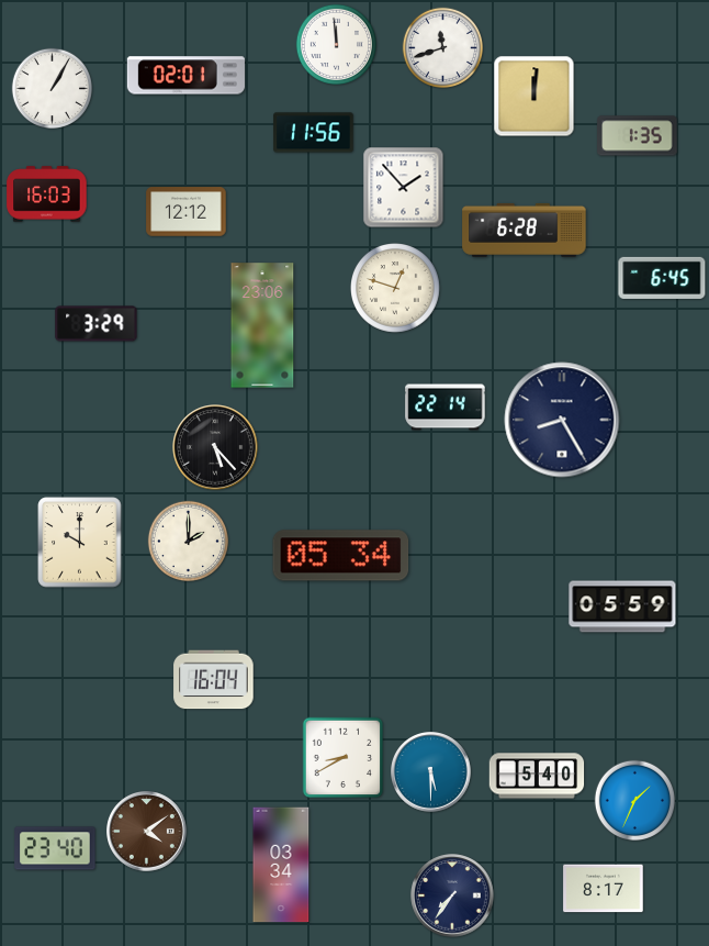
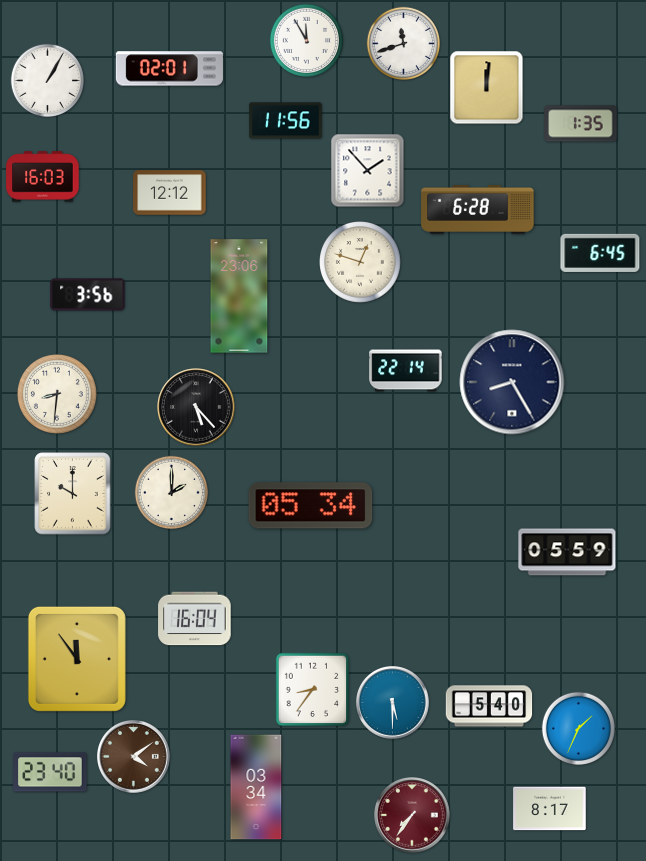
clock at (336, 44): 11:59 -> 11:55
clock at (662, 278) position: (662, 278) -> (600, 253)
clock at (97, 324): 3:29 -> 3:56
clock at (57, 394): none -> 8:31
clock at (77, 659): none -> 11:54
clock at (344, 758): 8:40 -> 8:36
clock at (452, 895) dial: navy -> burgundy
